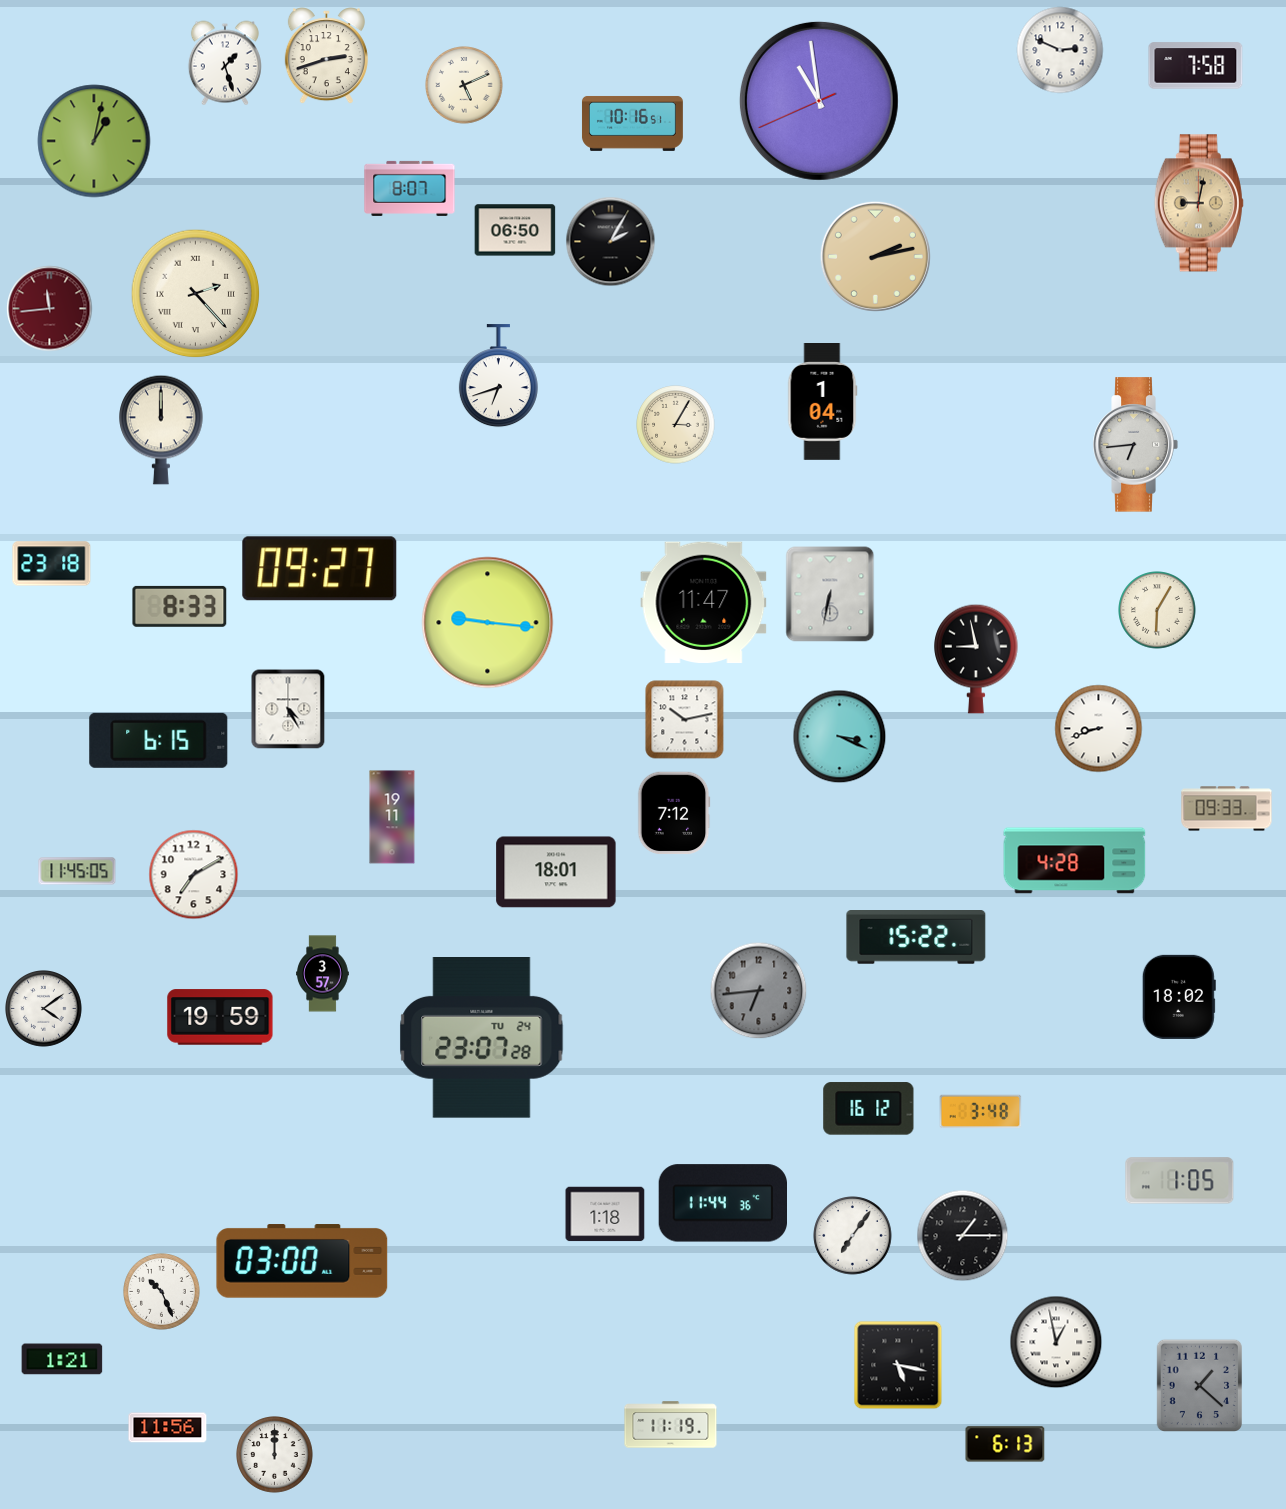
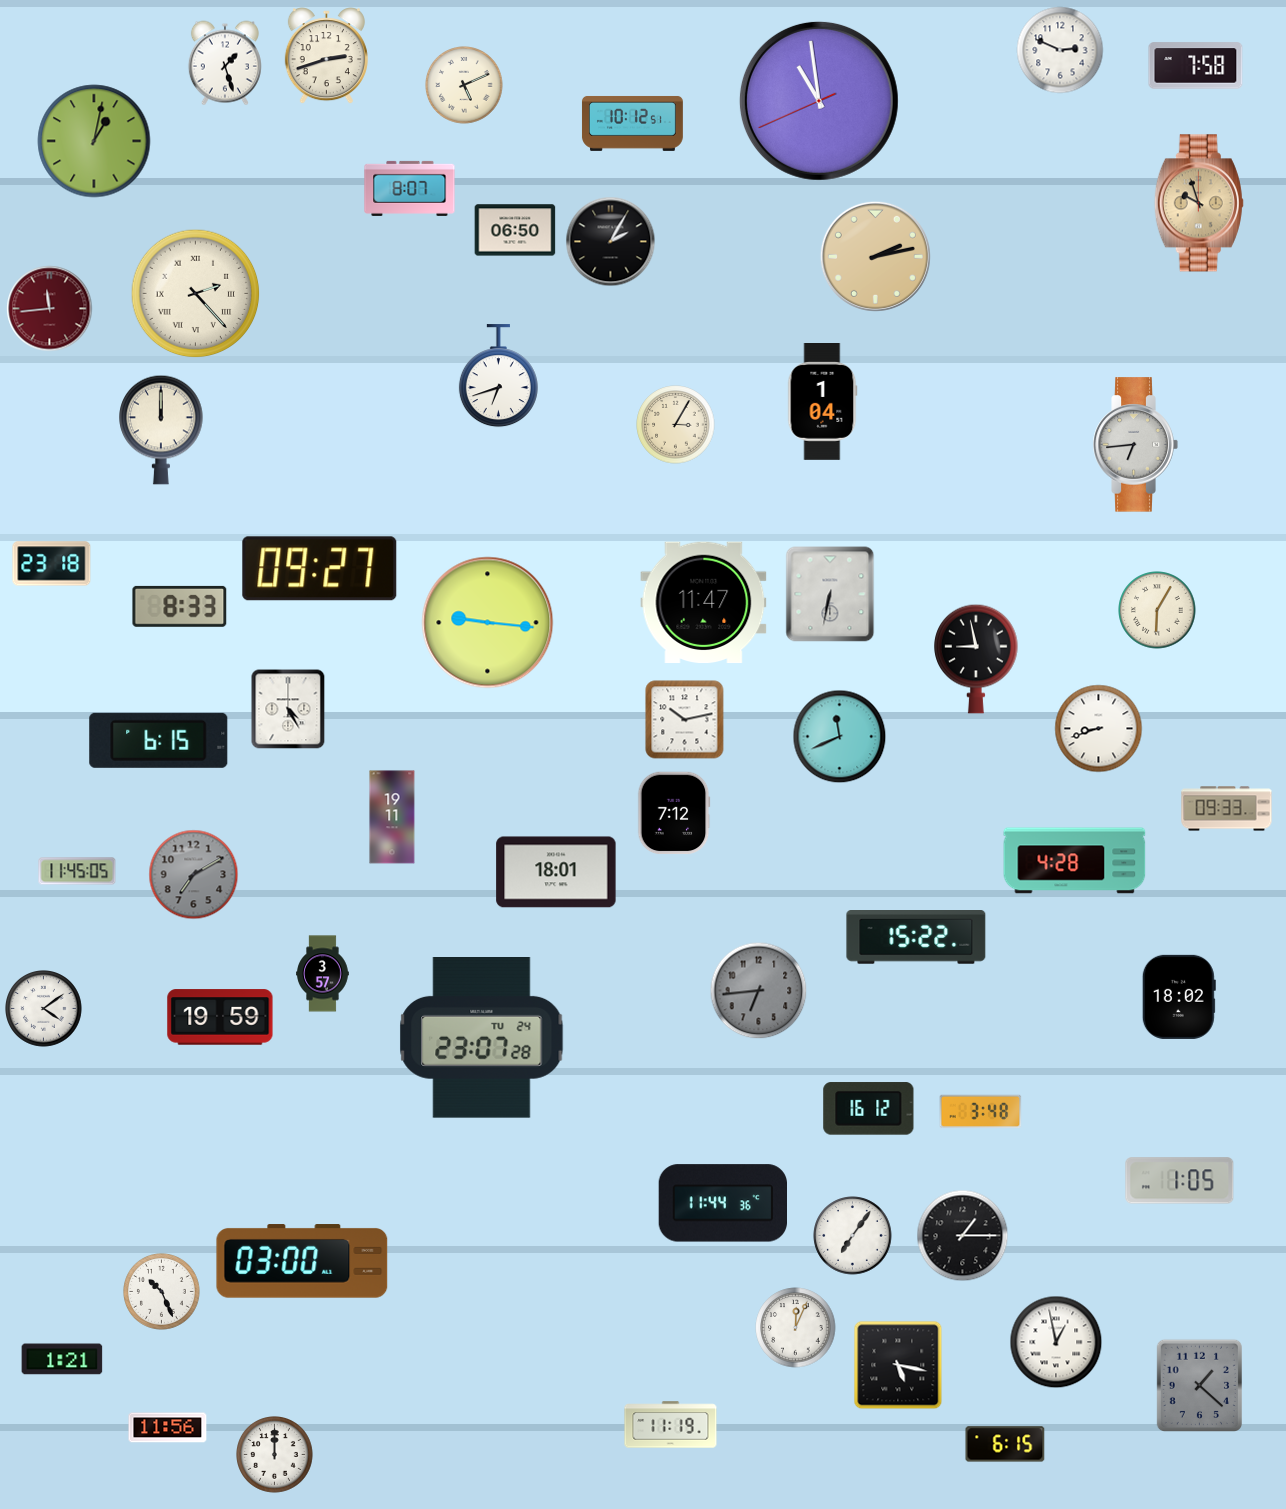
clock at (632, 123): 10:16 -> 10:12
clock at (1199, 203): 9:02 -> 9:57
clock at (840, 737): 3:19 -> 11:41
clock at (194, 875) dial: white -> grey
clock at (605, 1214): 1:18 -> none
clock at (796, 1328): none -> 12:04
clock at (1005, 1444): 6:13 -> 6:15
